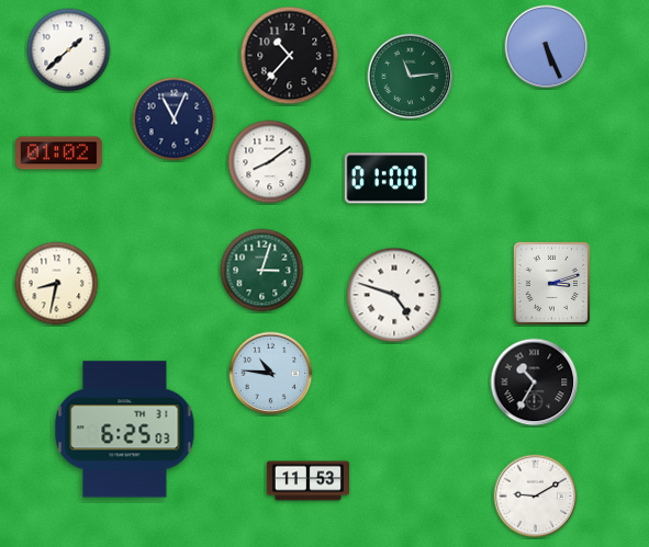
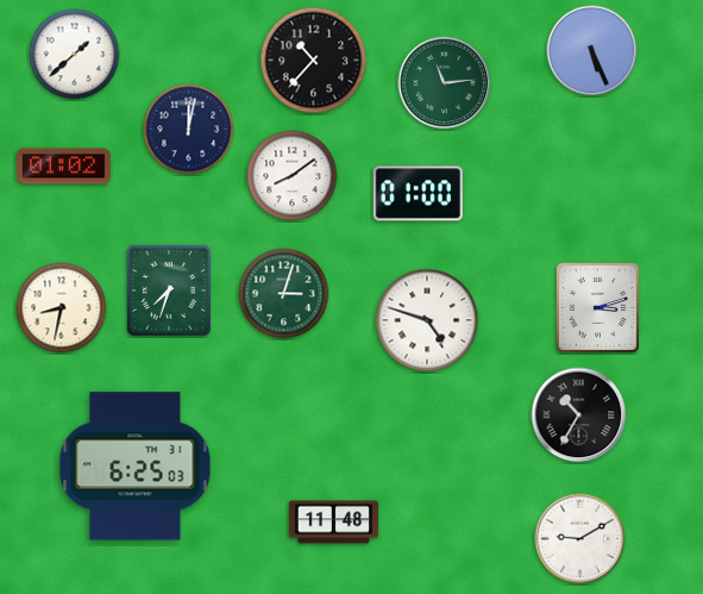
clock at (175, 119): 11:04 -> 12:02
clock at (169, 290): none -> 7:33
clock at (271, 374): 10:46 -> none
clock at (307, 481): 11:53 -> 11:48
